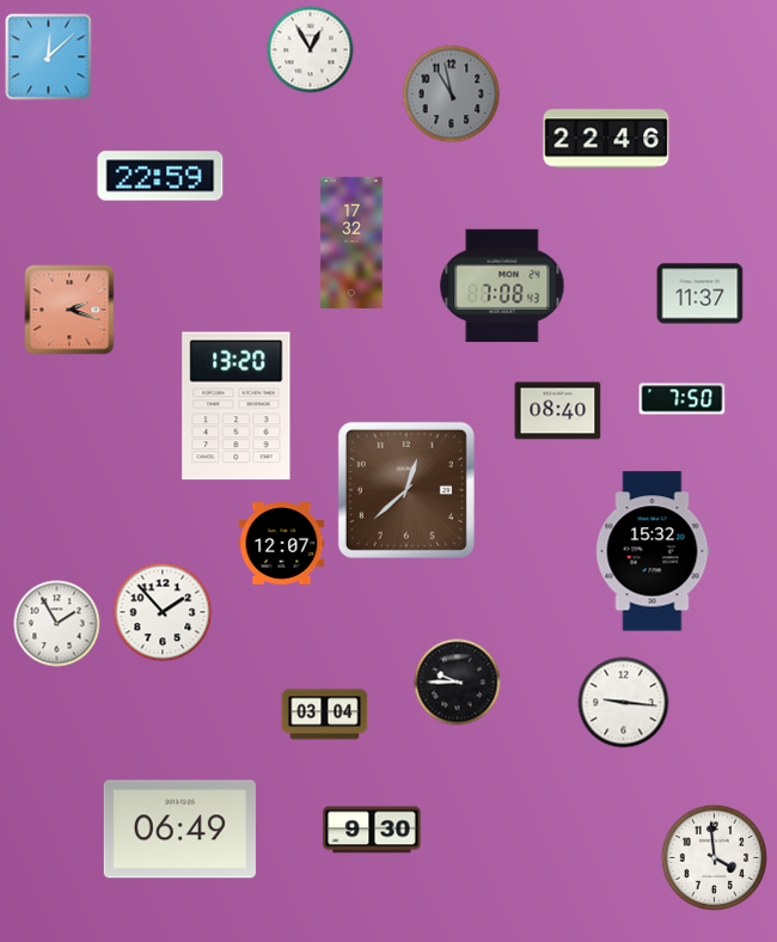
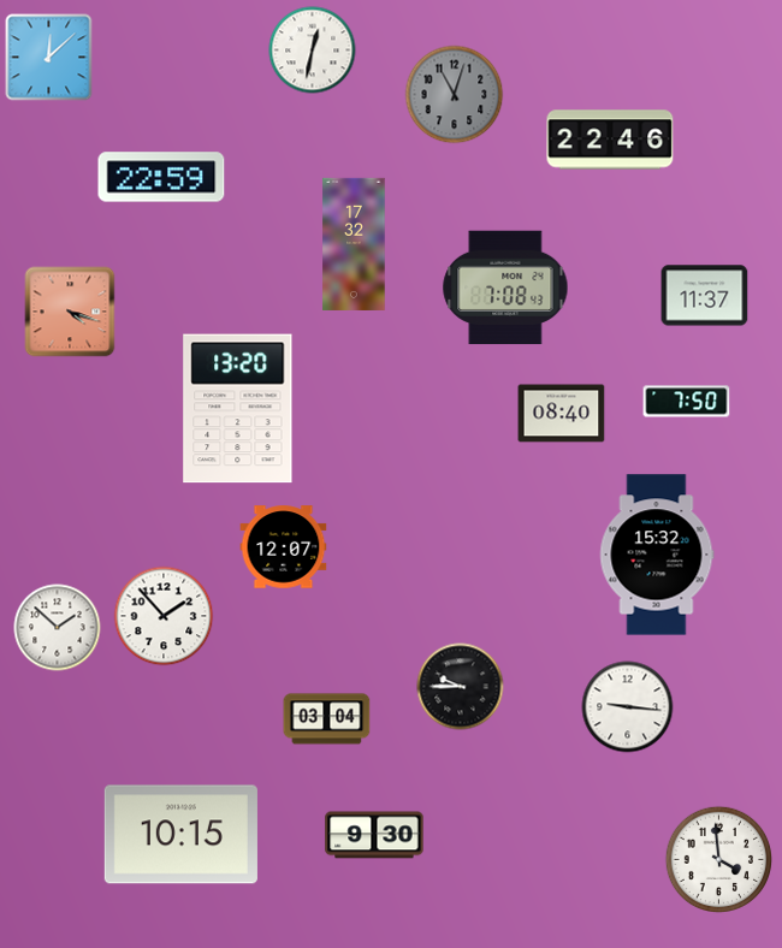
clock at (311, 50): 12:55 -> 12:32
clock at (452, 94): 10:58 -> 11:03
clock at (69, 310): 2:18 -> 4:18
clock at (406, 490): 12:38 -> none
clock at (57, 624): 1:55 -> 1:52
clock at (179, 830): 06:49 -> 10:15
clock at (714, 857) position: (714, 857) -> (718, 859)
